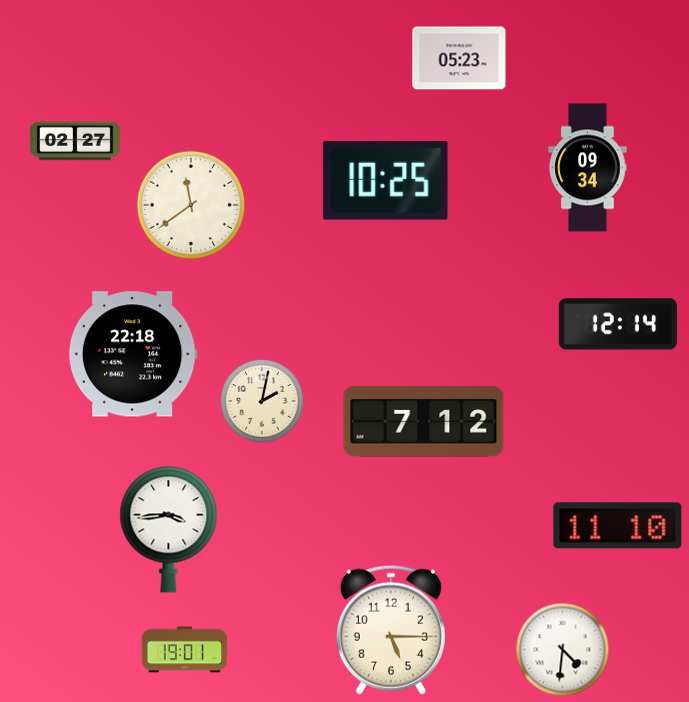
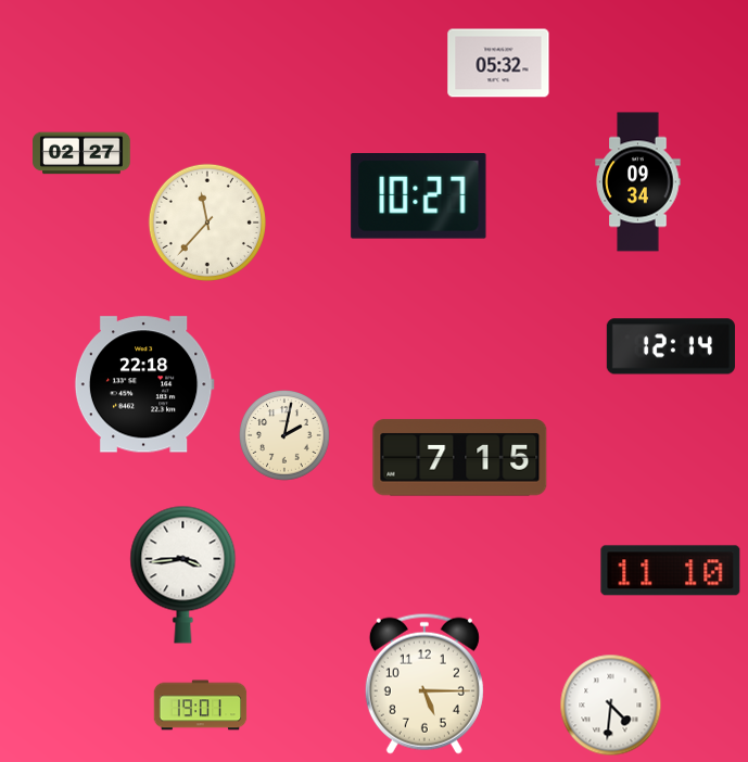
clock at (459, 58): 05:23 -> 05:32
clock at (386, 181): 10:25 -> 10:27
clock at (191, 205): 11:39 -> 11:37
clock at (618, 324) position: (618, 324) -> (671, 346)
clock at (424, 422): 7:12 -> 7:15
